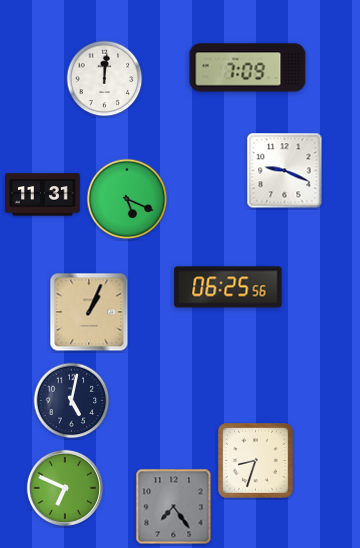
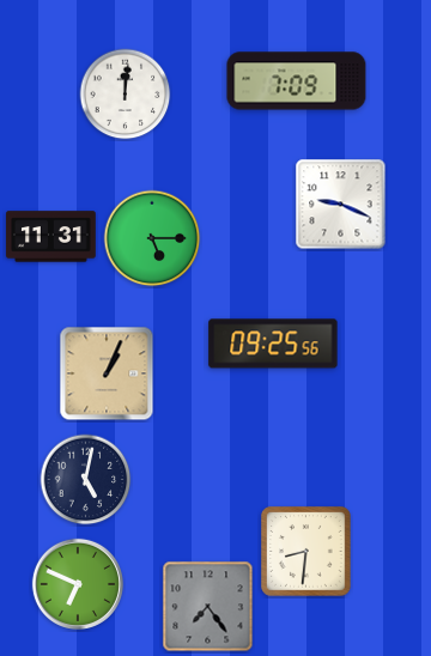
clock at (43, 195) position: (43, 195) -> (51, 237)
clock at (127, 199): 5:19 -> 5:15
clock at (228, 287): 06:25 -> 09:25
clock at (256, 461): 8:33 -> 8:31
